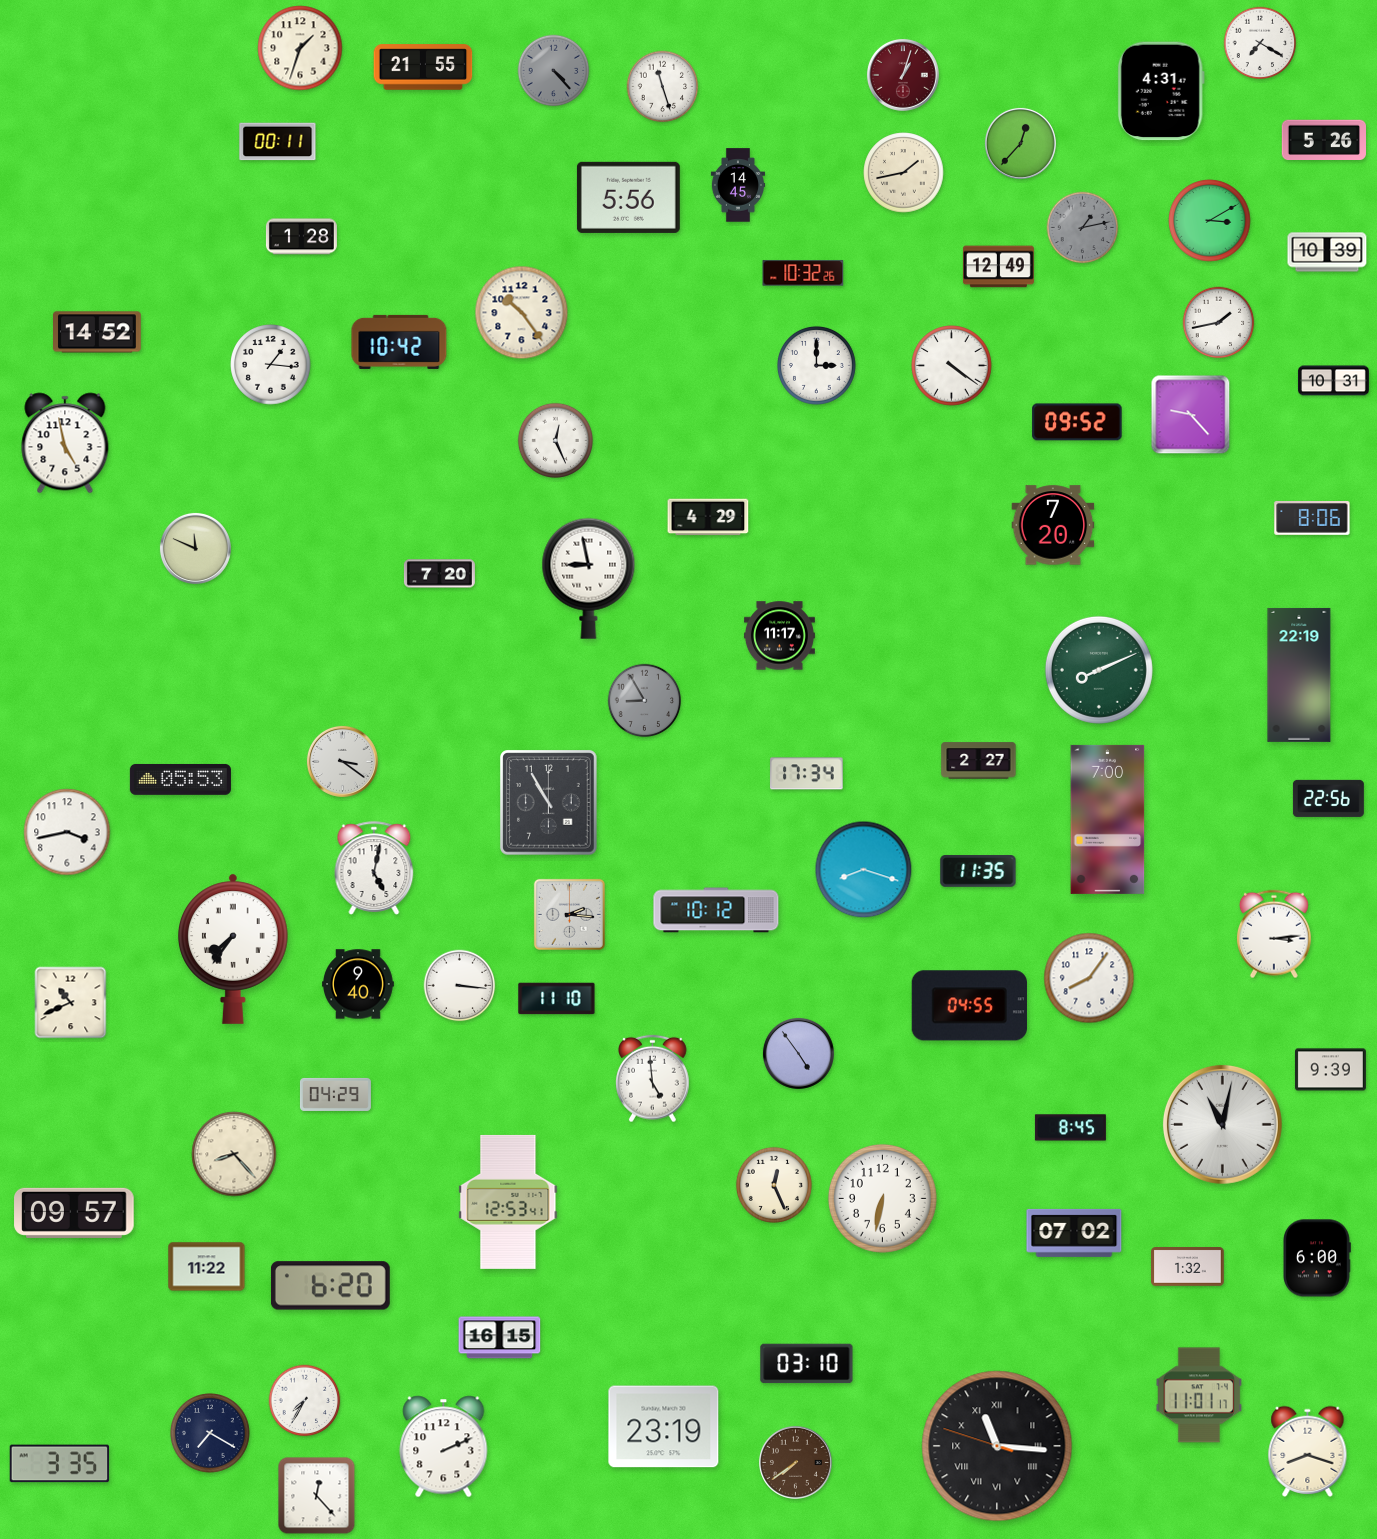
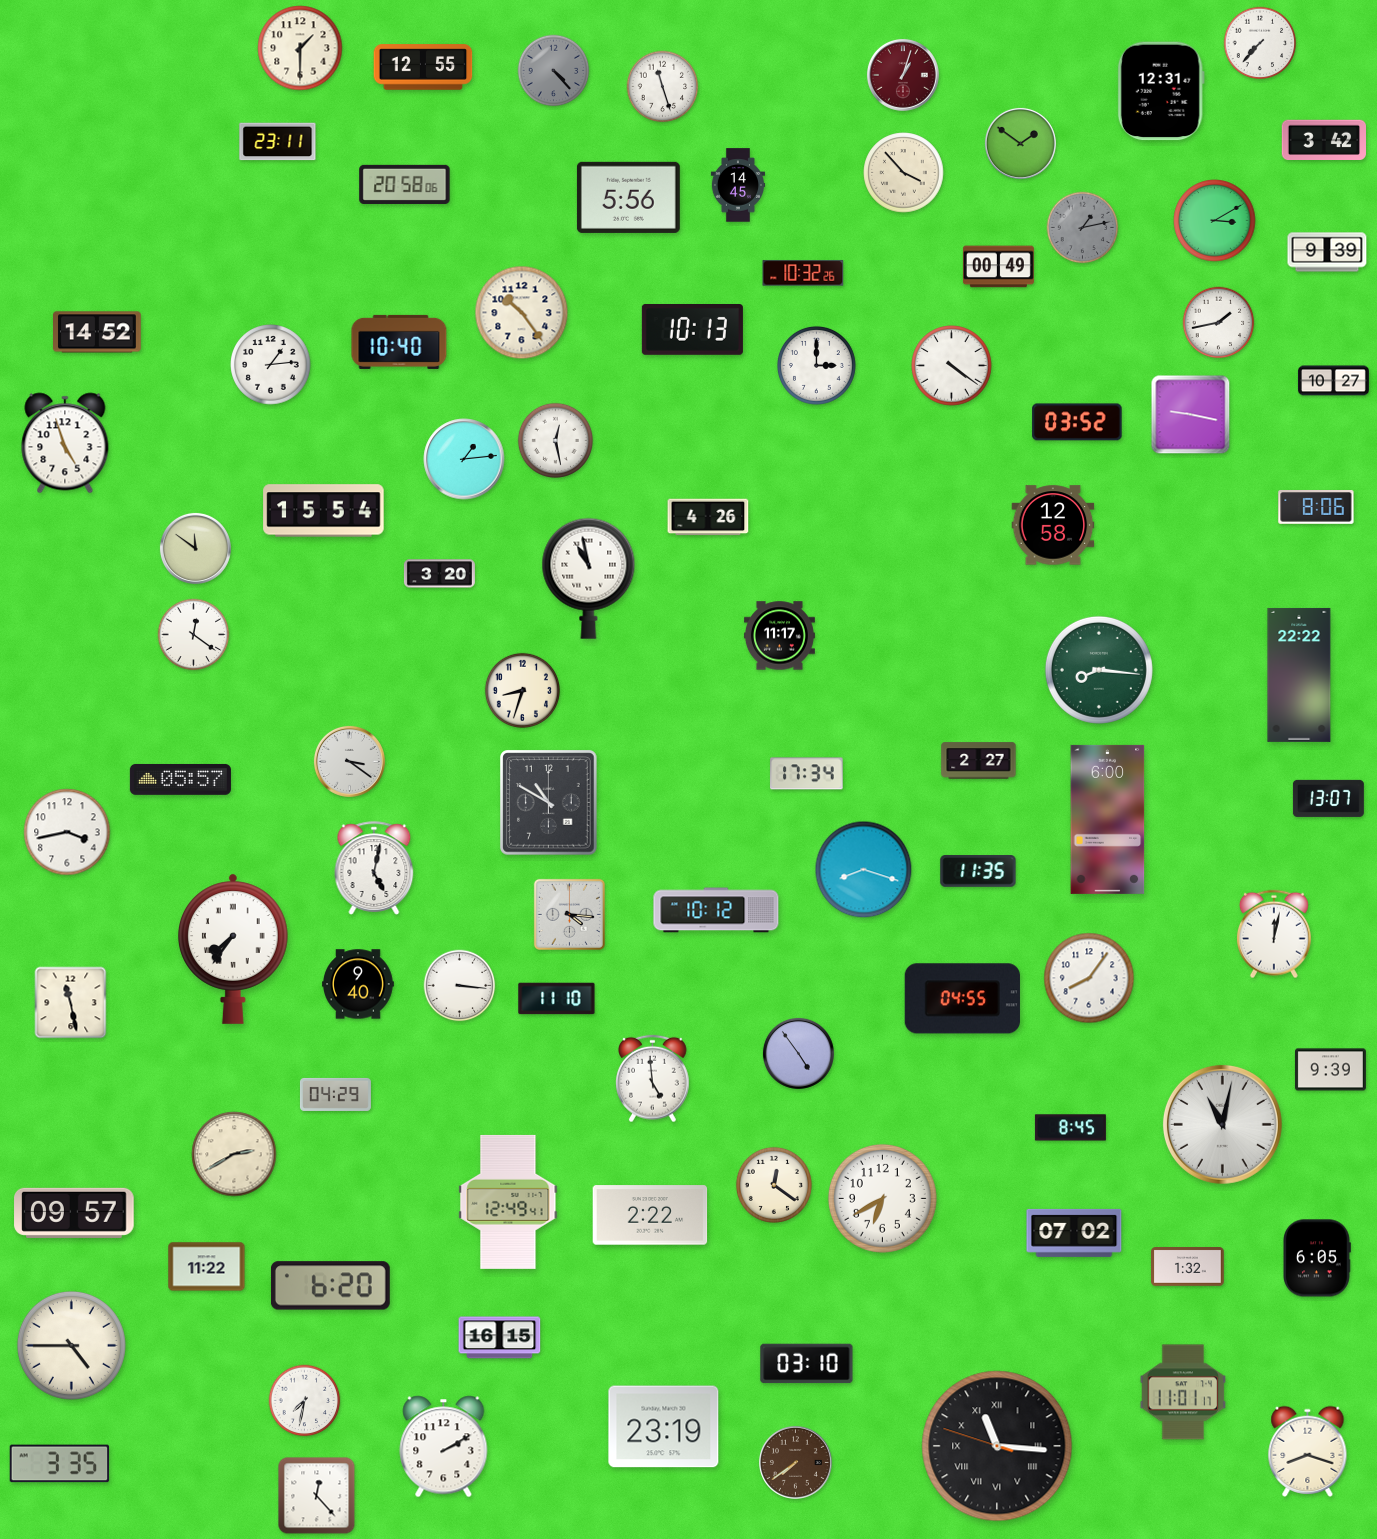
clock at (1260, 43): 7:20 -> 7:37
clock at (300, 48): 1:33 -> 1:30
clock at (423, 67): 21:55 -> 12:55
clock at (1161, 91): 4:31 -> 12:31
clock at (1323, 139): 5:26 -> 3:42
clock at (278, 142): 00:11 -> 23:11
clock at (1020, 143): 12:37 -> 1:51
clock at (904, 173): 1:43 -> 3:53
clock at (405, 184): none -> 20:58
clock at (1210, 221) position: (1210, 221) -> (1215, 221)
clock at (301, 237): 1:28 -> none
clock at (1327, 252): 10:39 -> 9:39
clock at (998, 267): 12:49 -> 00:49
clock at (692, 330): none -> 10:13
clock at (399, 342): 10:42 -> 10:40
clock at (271, 365): 1:16 -> 1:14
clock at (1333, 381): 10:31 -> 10:27
clock at (1191, 415): 9:23 -> 9:17
clock at (1077, 422): 09:52 -> 03:52
clock at (555, 440): 12:26 -> 12:28
clock at (65, 443): 4:58 -> 4:57
clock at (464, 459): none -> 1:14
clock at (324, 511): none -> 15:54
clock at (708, 517): 4:29 -> 4:26
clock at (1312, 519) position: (1312, 519) -> (1316, 508)
clock at (1053, 525): 7:20 -> 12:58
clock at (195, 548): 11:49 -> 11:51
clock at (439, 574): 7:20 -> 3:20
clock at (589, 578): 8:58 -> 10:58
clock at (194, 635): none -> 12:21
clock at (1099, 670): 8:11 -> 8:16
clock at (1299, 675): 22:19 -> 22:22
clock at (522, 690): none -> 8:33
clock at (645, 701): 8:55 -> none
clock at (342, 761) position: (342, 761) -> (349, 761)
clock at (180, 780): 05:53 -> 05:57
clock at (1328, 798): 22:56 -> 13:07
clock at (549, 803): 10:55 -> 10:50
clock at (1108, 819): 7:00 -> 6:00
clock at (569, 914): 2:16 -> 4:16
clock at (1274, 934): 3:14 -> 12:02
clock at (71, 1003): 10:41 -> 11:28
clock at (969, 1006) position: (969, 1006) -> (962, 999)
clock at (234, 1154): 8:23 -> 2:40
clock at (774, 1185): 12:26 -> 12:21
clock at (882, 1198): 6:32 -> 6:40
clock at (508, 1202): 12:53 -> 12:49
clock at (650, 1215): none -> 2:22
clock at (1317, 1258): 6:00 -> 6:05
clock at (71, 1345): none -> 4:45
clock at (1199, 1395) position: (1199, 1395) -> (1183, 1392)
clock at (305, 1401): 7:35 -> 7:32
clock at (211, 1434): 7:20 -> none
clock at (444, 1447): 2:11 -> 2:10
